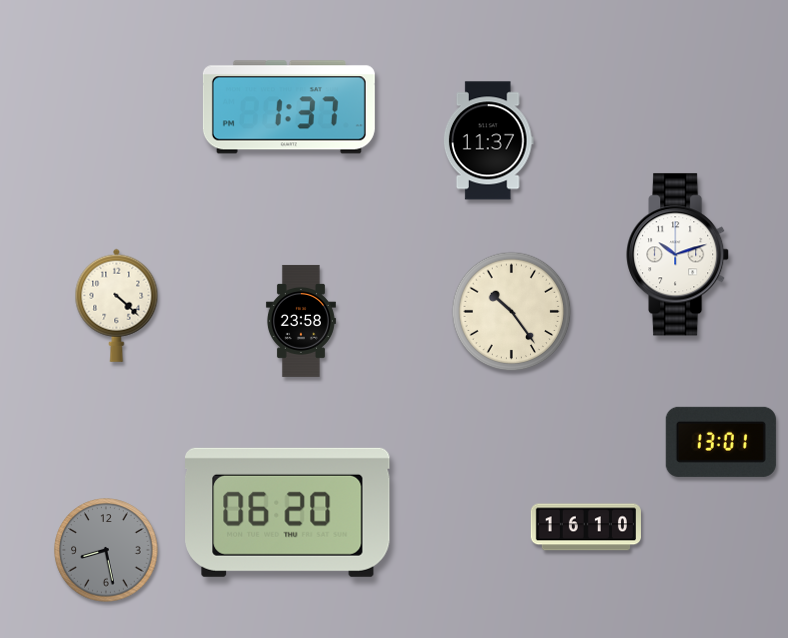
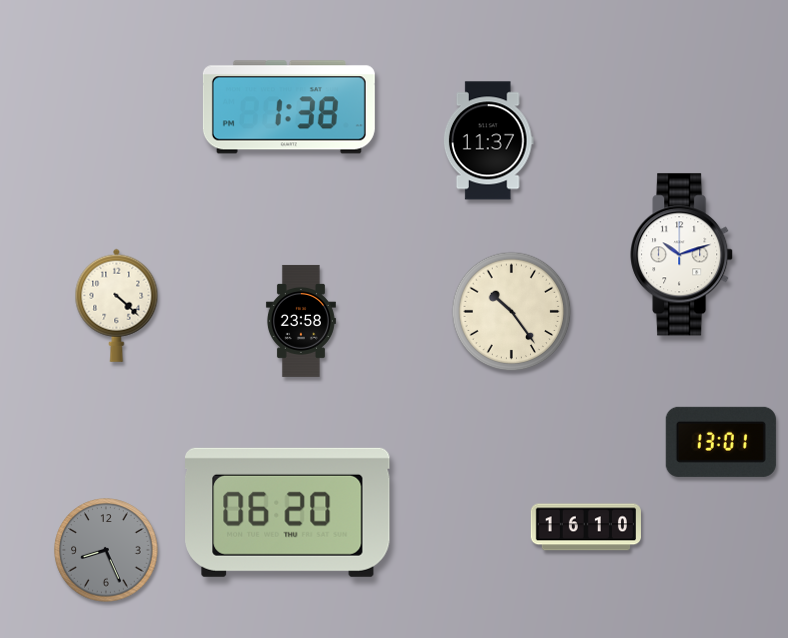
clock at (289, 107): 1:37 -> 1:38
clock at (678, 255) position: (678, 255) -> (682, 255)
clock at (106, 550): 8:28 -> 8:26
